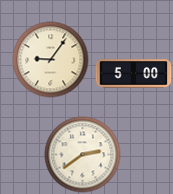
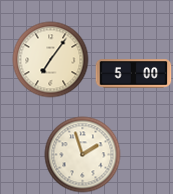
clock at (51, 60): 9:06 -> 7:06
clock at (83, 155): 2:39 -> 1:57
